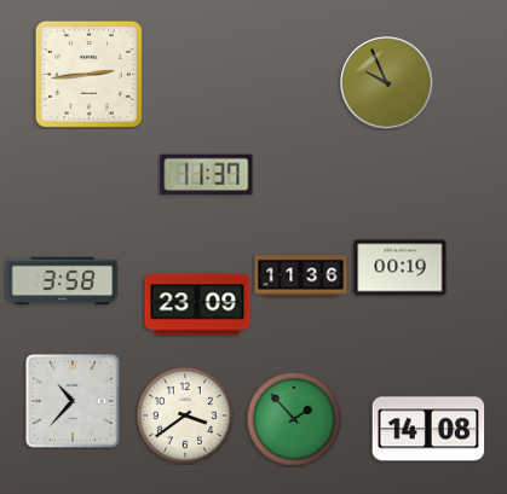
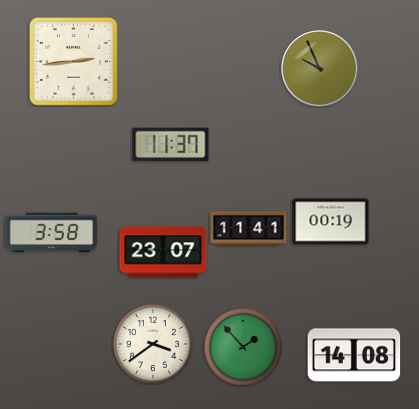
clock at (301, 277): 11:36 -> 11:41
clock at (197, 304): 23:09 -> 23:07
clock at (73, 401): 10:37 -> none
